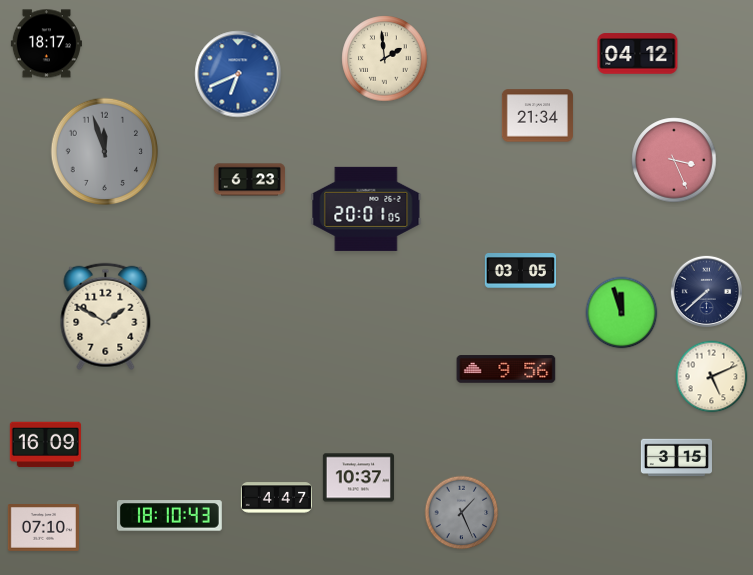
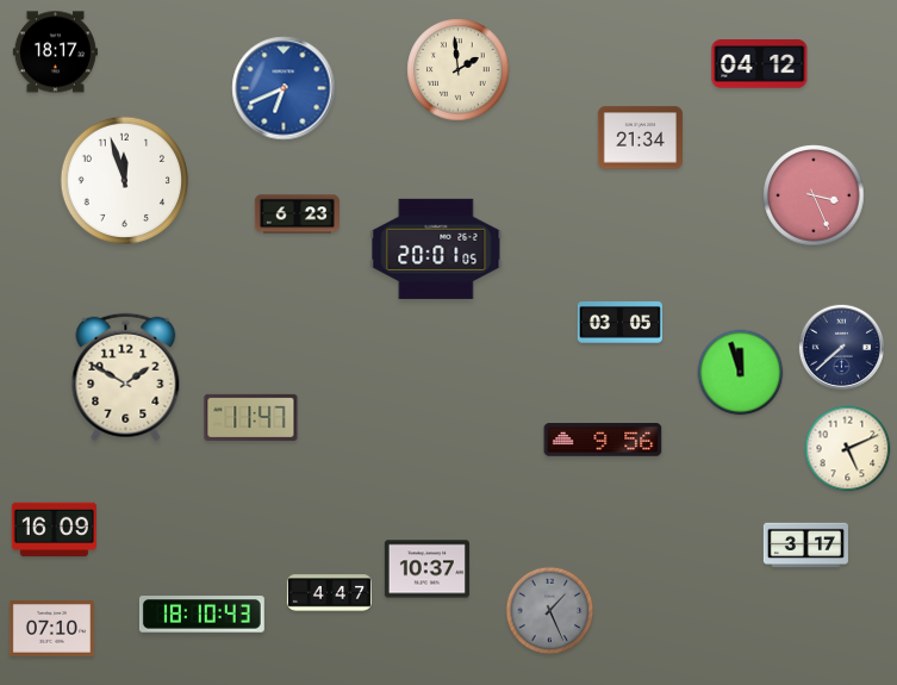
clock at (105, 152) dial: grey -> white
clock at (674, 160) position: (674, 160) -> (814, 195)
clock at (251, 417): none -> 11:47
clock at (676, 458): 3:15 -> 3:17
